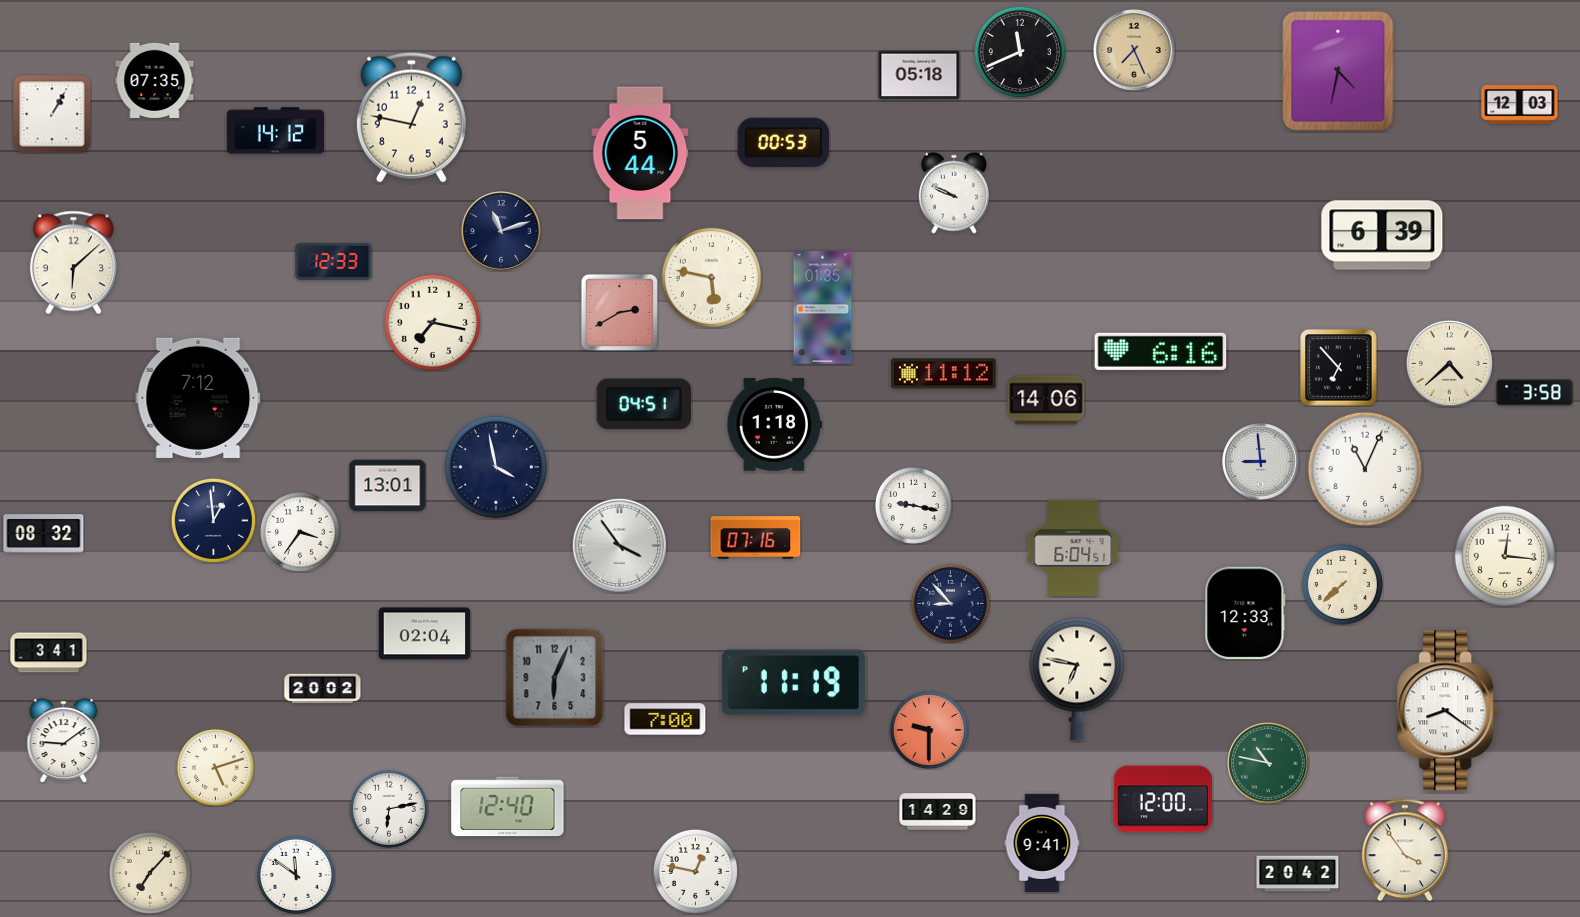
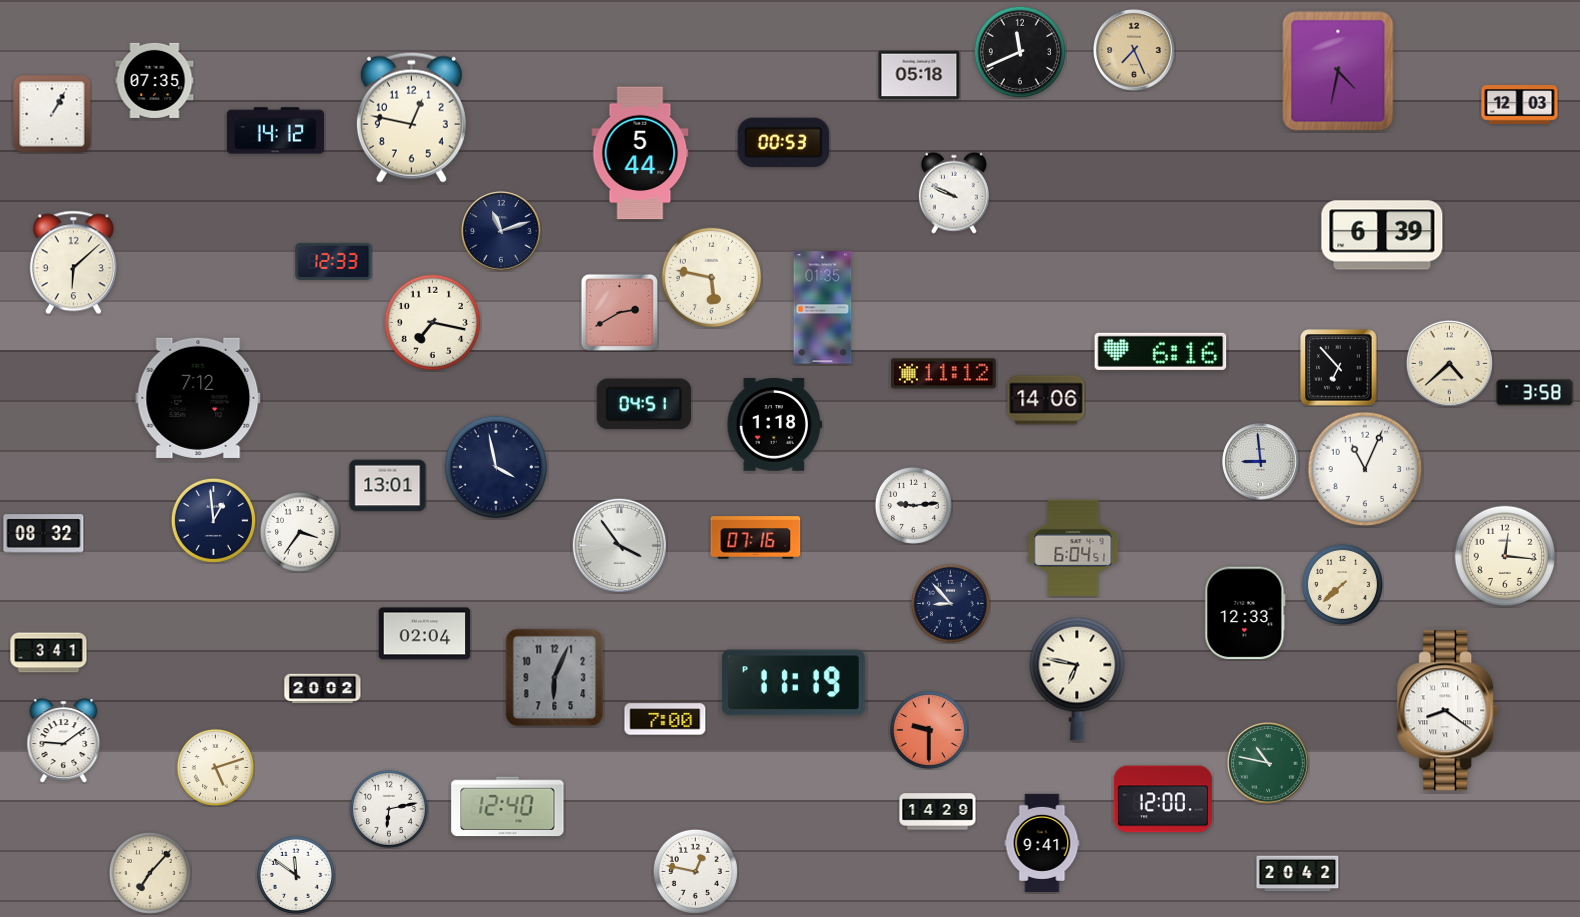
clock at (913, 505): 9:17 -> 9:14
clock at (1405, 850): 3:54 -> none
